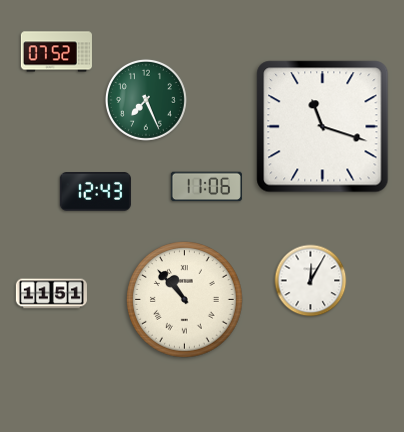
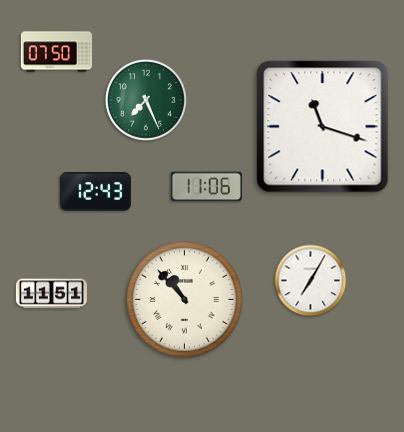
clock at (56, 52): 07:52 -> 07:50
clock at (311, 281): 12:05 -> 7:05
